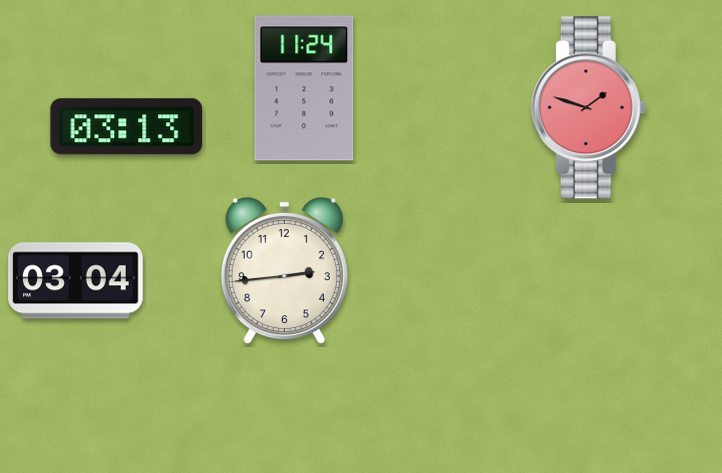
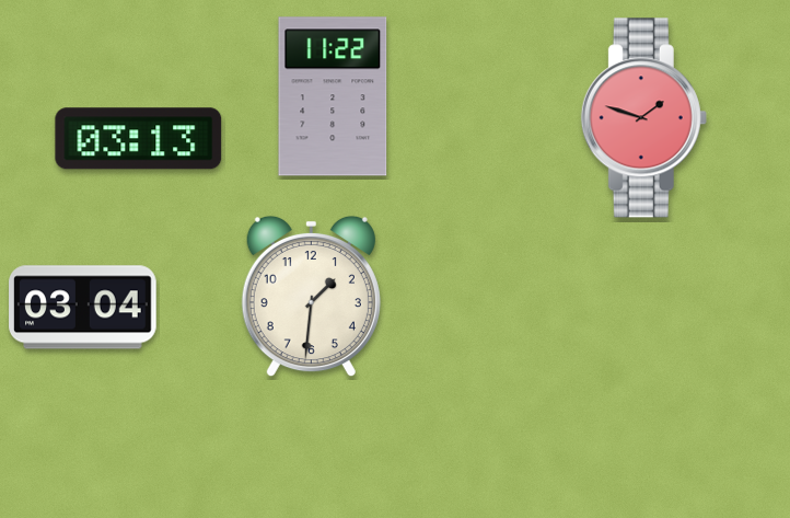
clock at (304, 88): 11:24 -> 11:22
clock at (284, 271): 2:44 -> 1:31
